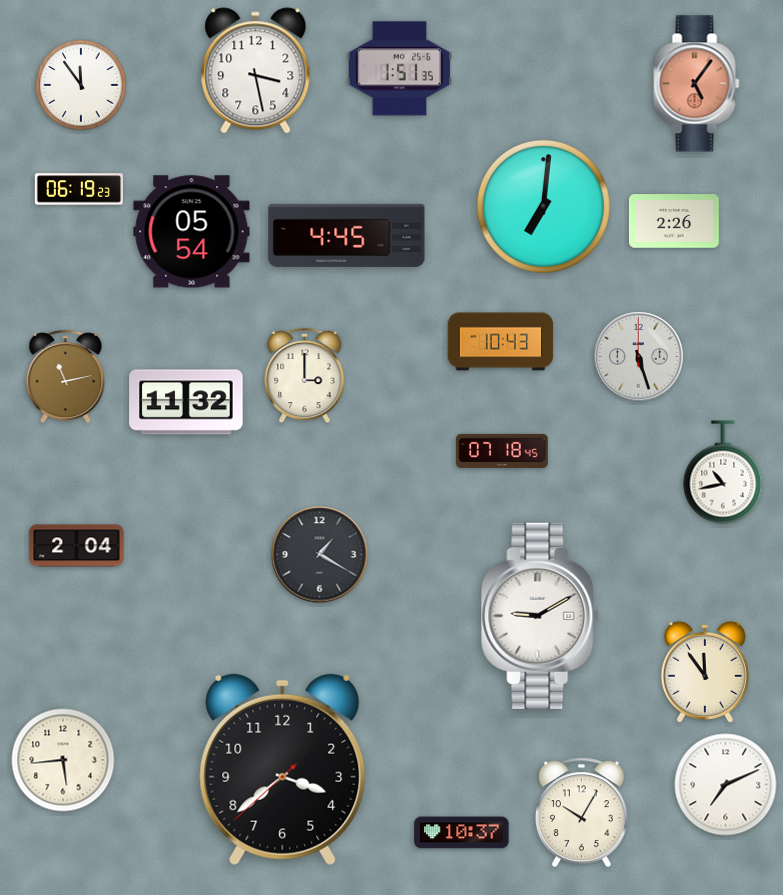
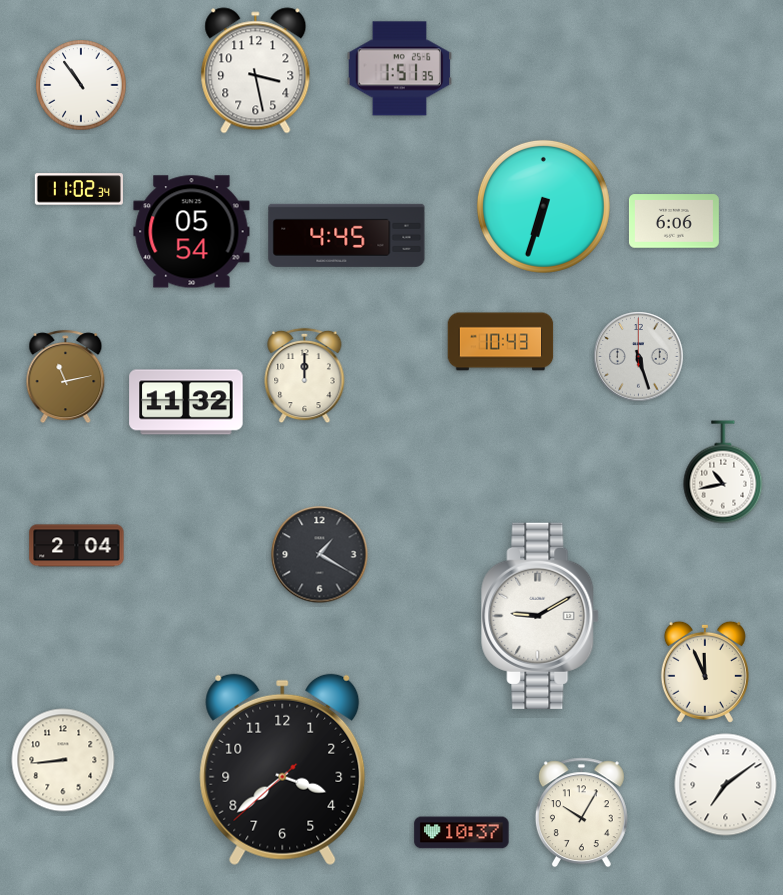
clock at (697, 84): 5:06 -> none
clock at (81, 85): 11:54 -> 10:54
clock at (79, 189): 06:19 -> 11:02
clock at (543, 206): 7:01 -> 6:33
clock at (674, 221): 2:26 -> 6:06
clock at (305, 376): 3:00 -> 12:00
clock at (502, 451): 07:18 -> none
clock at (705, 672): 11:54 -> 11:56
clock at (63, 760): 5:44 -> 8:44
clock at (726, 785): 7:11 -> 7:09
